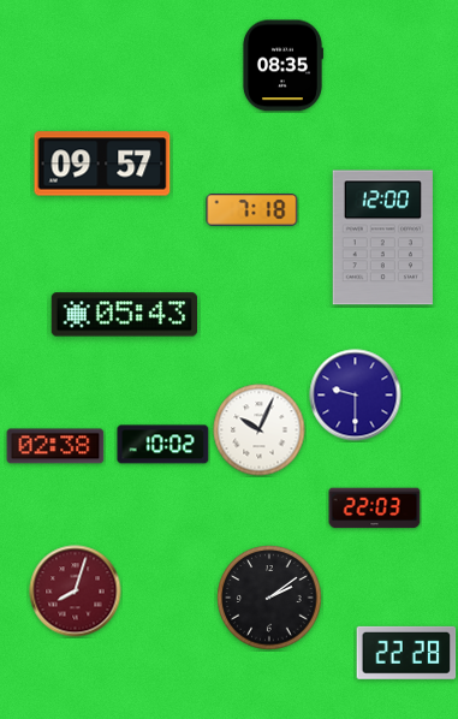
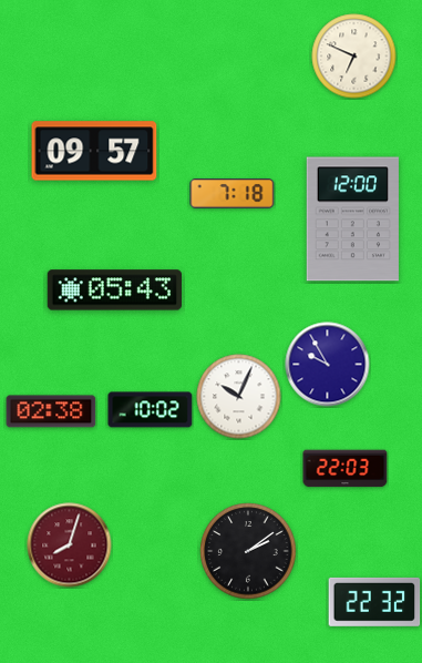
clock at (354, 57): none -> 6:49
clock at (282, 66): 08:35 -> none
clock at (356, 396): 9:30 -> 9:55
clock at (406, 653): 22:28 -> 22:32
